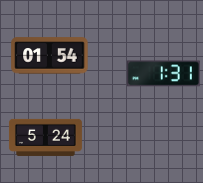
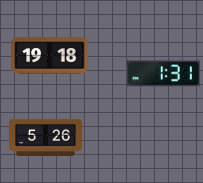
clock at (50, 56): 01:54 -> 19:18
clock at (45, 137): 5:24 -> 5:26
